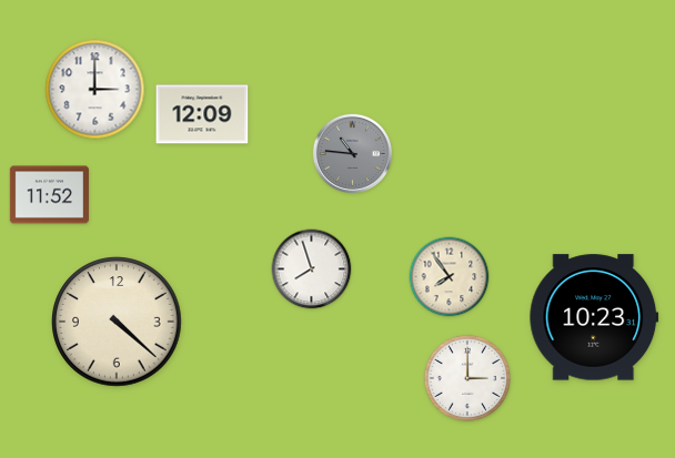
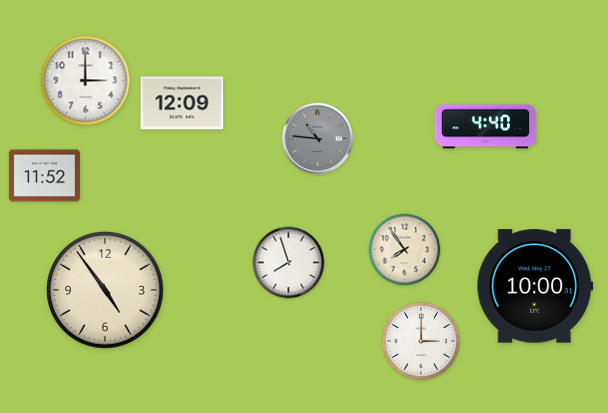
clock at (486, 127): none -> 4:40
clock at (312, 269) position: (312, 269) -> (289, 263)
clock at (594, 317): 10:23 -> 10:00
clock at (117, 322): 4:22 -> 4:54
